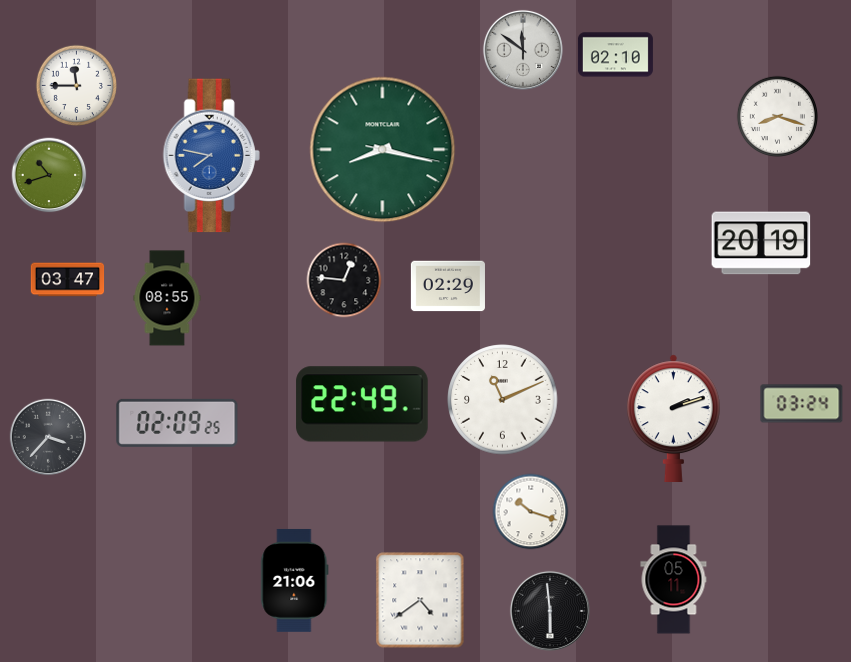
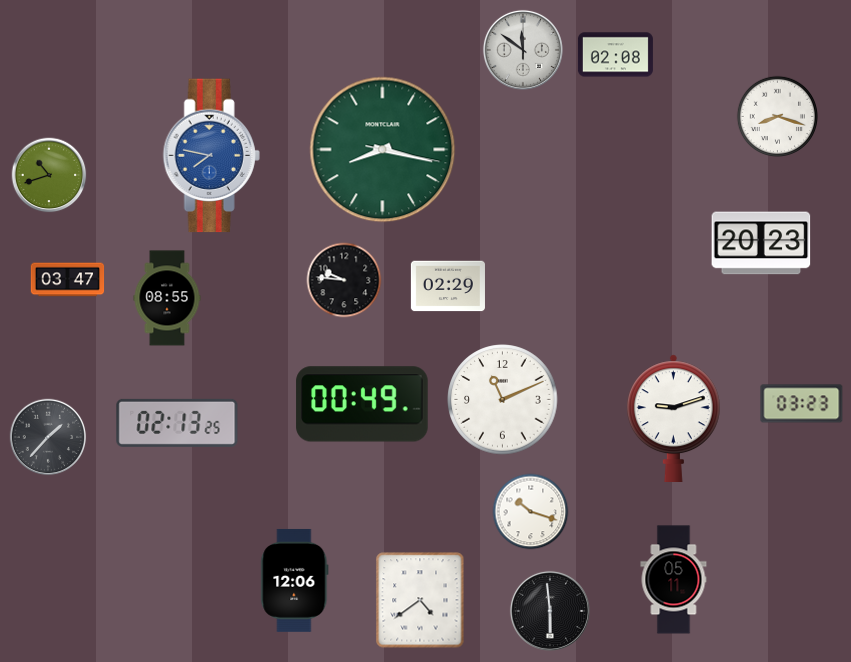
clock at (615, 55): 02:10 -> 02:08
clock at (76, 85): 11:45 -> none
clock at (761, 243): 20:19 -> 20:23
clock at (344, 280): 12:46 -> 9:46
clock at (362, 404): 22:49 -> 00:49
clock at (802, 404): 03:24 -> 03:23
clock at (673, 418): 2:12 -> 9:12
clock at (177, 423): 02:09 -> 02:13
clock at (48, 437): 3:37 -> 1:37
clock at (295, 580): 21:06 -> 12:06
